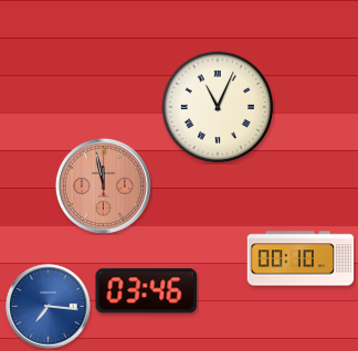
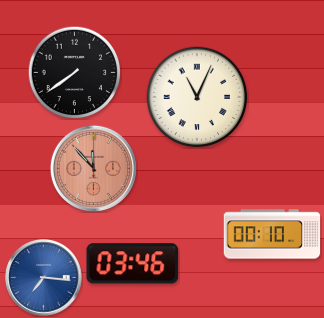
clock at (74, 72): none -> 7:39
clock at (103, 185): 11:58 -> 11:53
